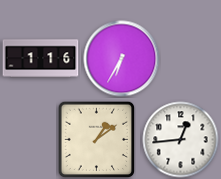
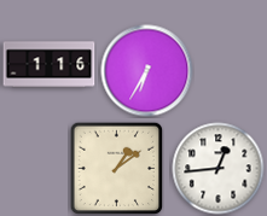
clock at (41, 59) position: (41, 59) -> (50, 65)
